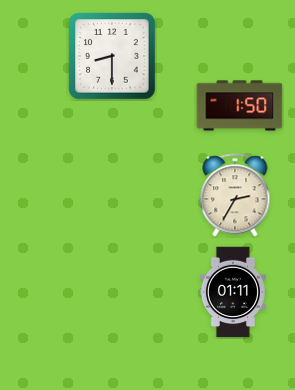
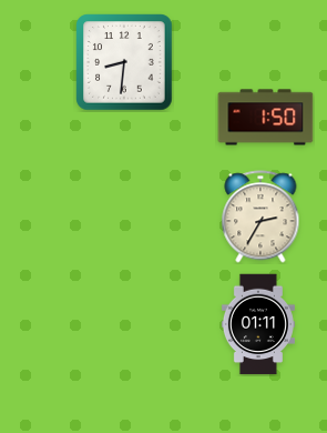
clock at (112, 56): 8:30 -> 8:31
